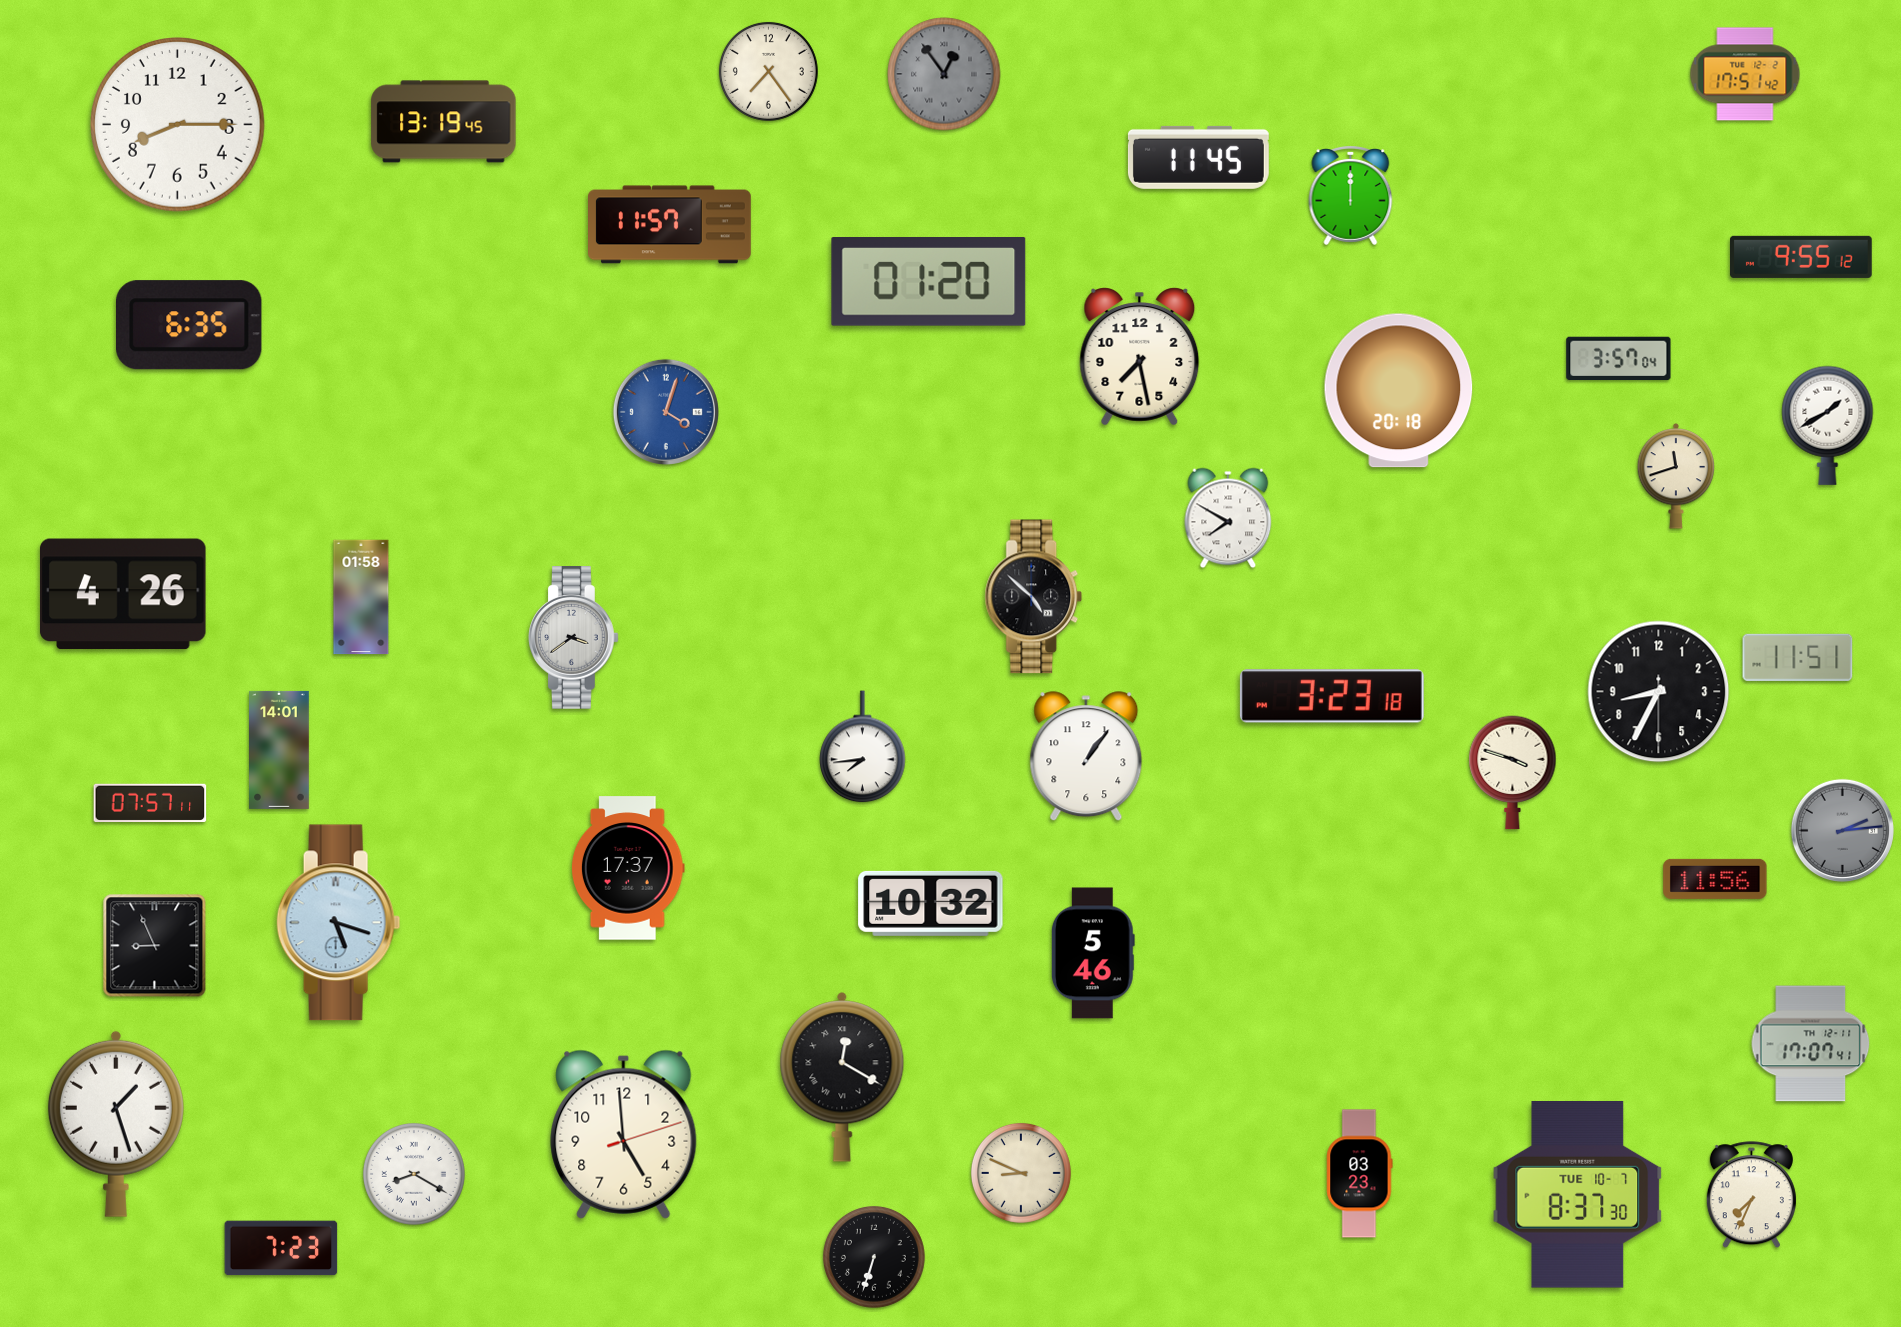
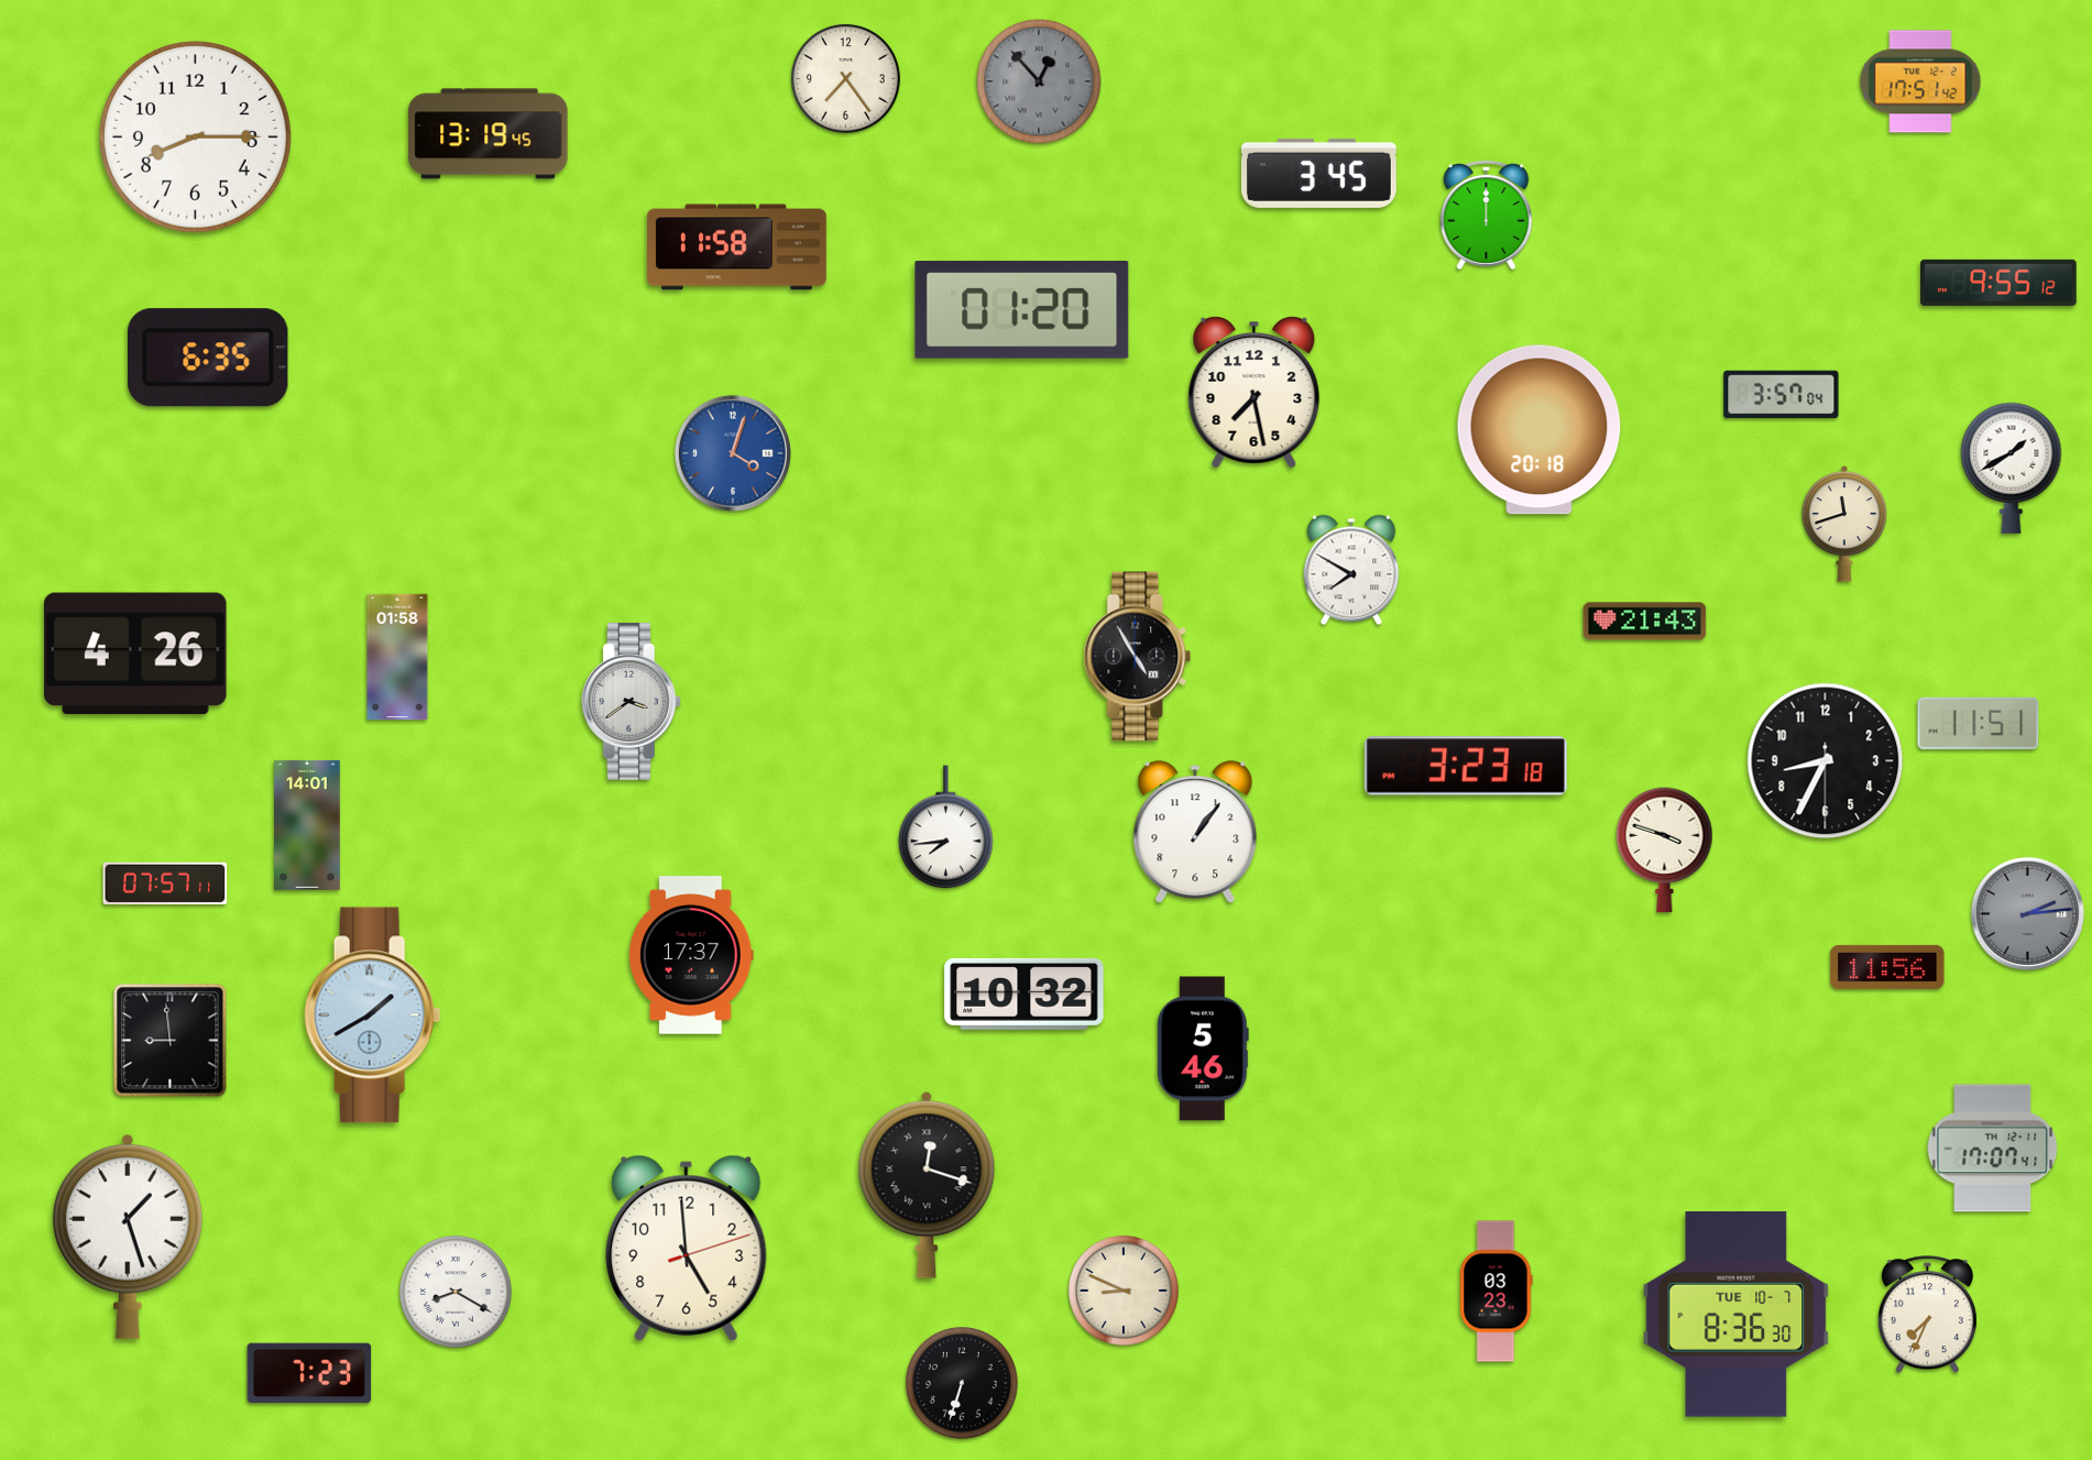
clock at (944, 74): 12:54 -> 12:53
clock at (1198, 157): 11:45 -> 3:45
clock at (670, 225): 11:57 -> 11:58
clock at (1802, 257) position: (1802, 257) -> (2000, 283)
clock at (1645, 622): none -> 21:43
clock at (1034, 597): 4:52 -> 4:55
clock at (863, 747) position: (863, 747) -> (946, 827)
clock at (339, 923): 5:18 -> 1:40
clock at (155, 946): 8:56 -> 8:59
clock at (842, 1077): 12:20 -> 12:18
clock at (1578, 1195): 8:37 -> 8:36
